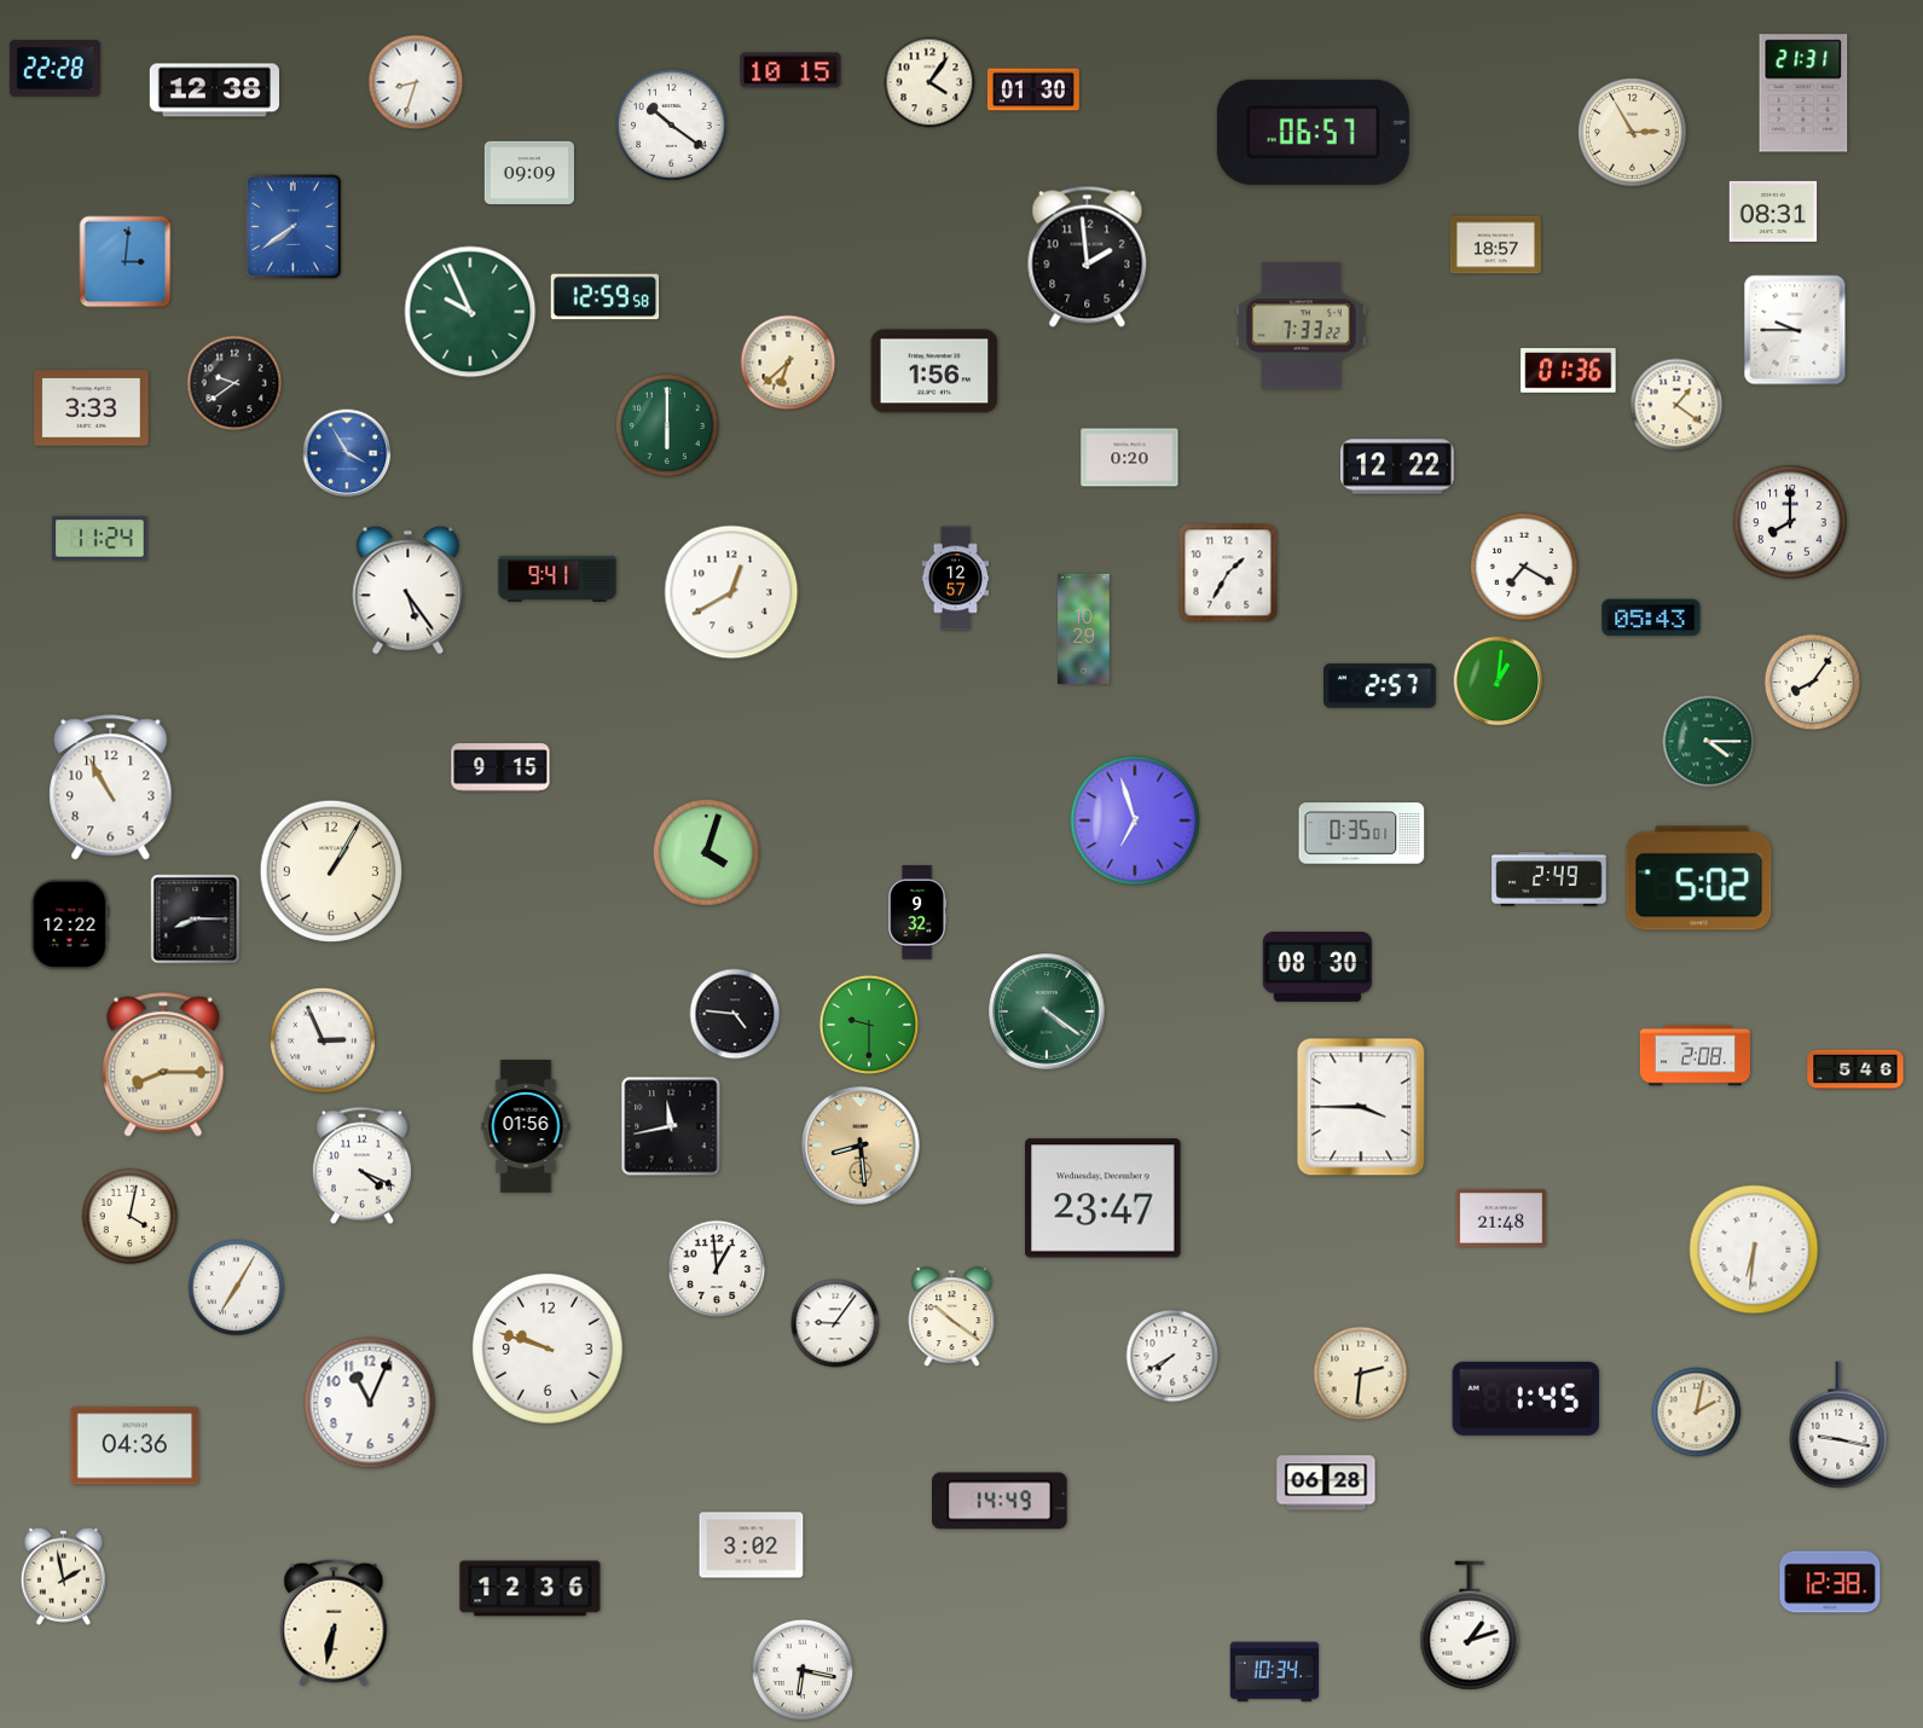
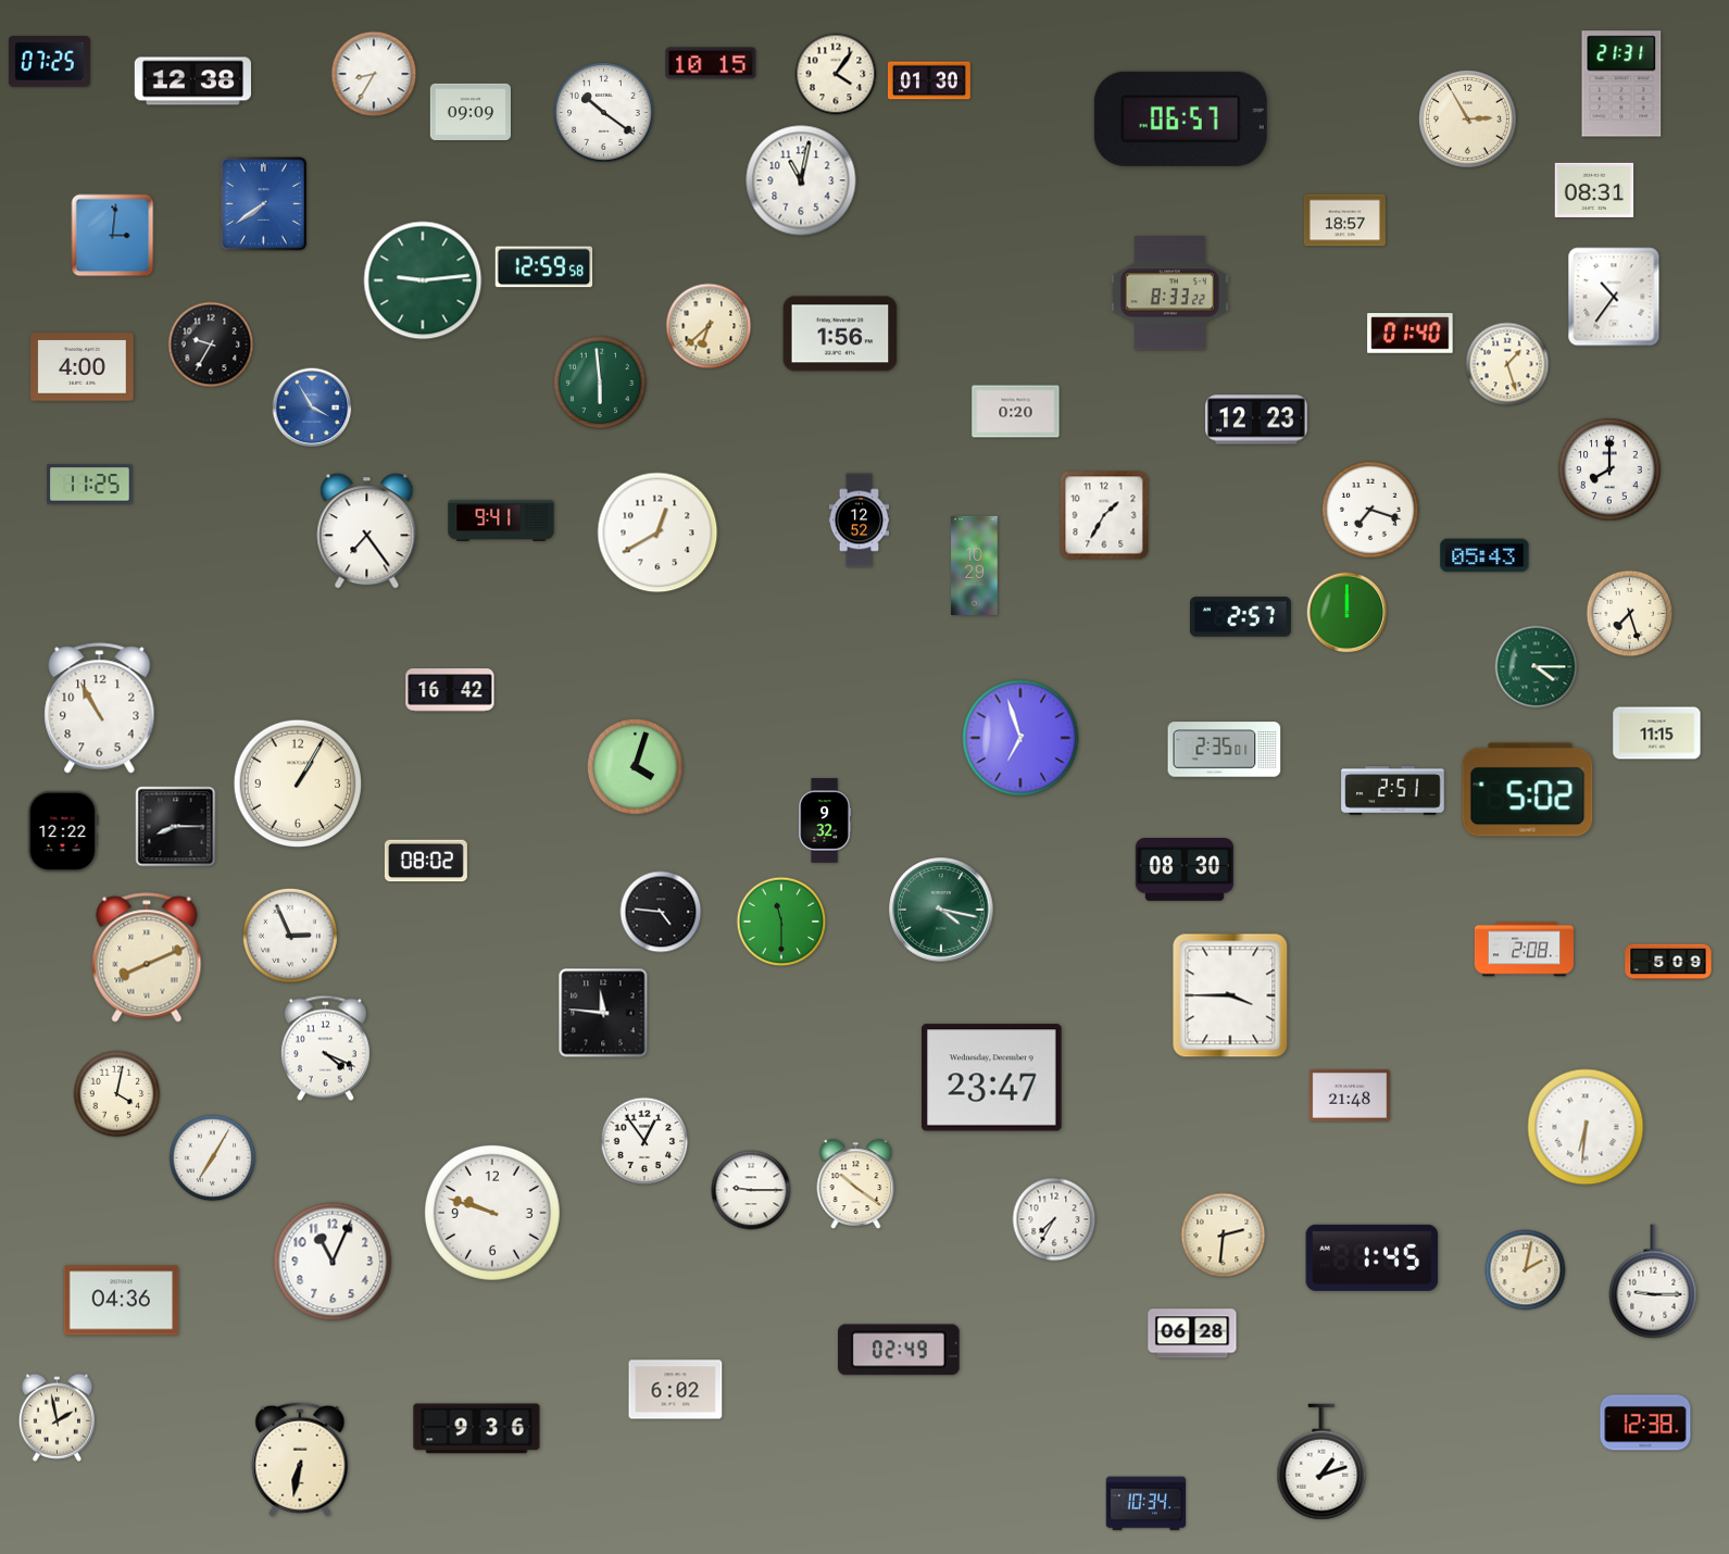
clock at (54, 69): 22:28 -> 07:25
clock at (416, 82): 8:33 -> 8:35
clock at (529, 172) position: (529, 172) -> (471, 111)
clock at (801, 180): none -> 11:02
clock at (1088, 256): 1:59 -> none
clock at (470, 312): 9:56 -> 9:14
clock at (1301, 326): 7:33 -> 8:33
clock at (1795, 330): 9:45 -> 10:36
clock at (1569, 371): 01:36 -> 01:40
clock at (234, 383): 9:39 -> 9:35
clock at (1676, 405): 1:21 -> 1:27
clock at (92, 408): 3:33 -> 4:00
clock at (667, 425): 6:00 -> 5:59
clock at (1398, 466): 12:22 -> 12:23
clock at (100, 539): 11:24 -> 11:25
clock at (1524, 567): 7:20 -> 7:18
clock at (956, 579): 12:57 -> 12:52
clock at (409, 591): 5:24 -> 7:24
clock at (1499, 682): 1:01 -> 12:00
clock at (1813, 683): 8:06 -> 7:27
clock at (500, 767): 9:15 -> 16:42
clock at (1657, 734): none -> 11:15
clock at (1362, 834): 0:35 -> 2:35
clock at (1550, 880): 2:49 -> 2:51
clock at (426, 861): none -> 08:02
clock at (1047, 1011): 4:21 -> 4:17
clock at (869, 1025): 9:30 -> 11:30
clock at (163, 1065): 8:15 -> 8:11
clock at (1855, 1069): 5:46 -> 5:09
clock at (1361, 1107) position: (1361, 1107) -> (1230, 995)
clock at (671, 1126): 11:43 -> 11:46
clock at (526, 1127): 01:56 -> none
clock at (861, 1146): 8:29 -> none
clock at (1754, 1249) position: (1754, 1249) -> (1586, 1127)
clock at (717, 1269): 12:59 -> 12:54
clock at (835, 1323): 9:06 -> 9:15
clock at (1172, 1356): 7:40 -> 7:35
clock at (1838, 1425): 9:17 -> 9:15
clock at (1001, 1501): 14:49 -> 02:49
clock at (752, 1546): 3:02 -> 6:02
clock at (531, 1589): 12:36 -> 9:36
clock at (803, 1670): 6:17 -> none
